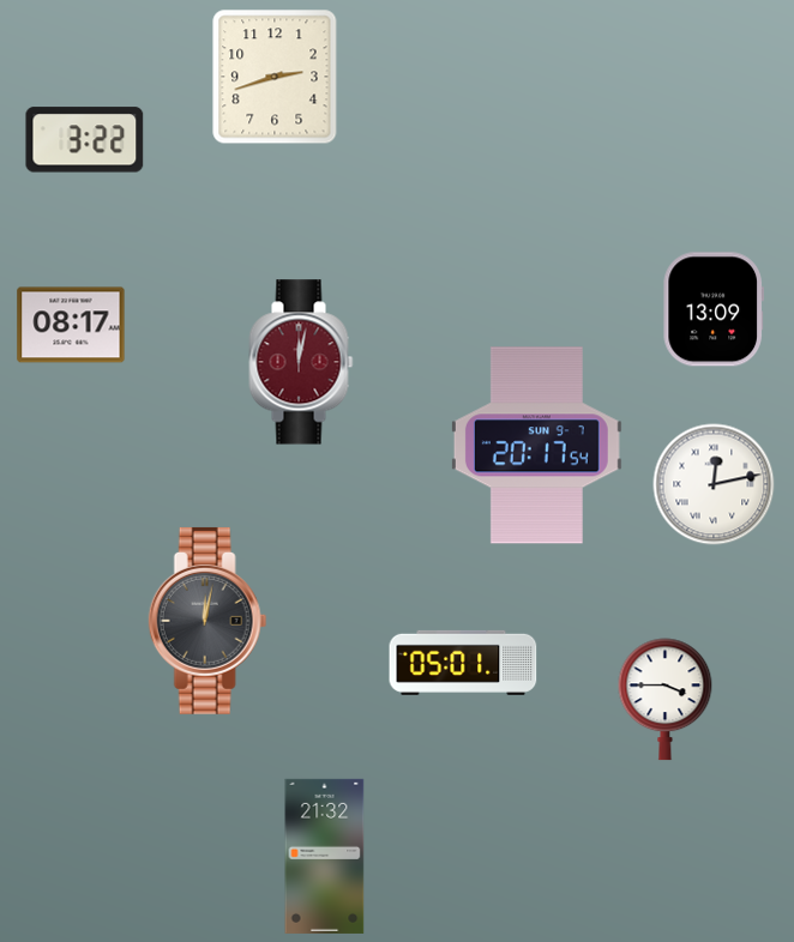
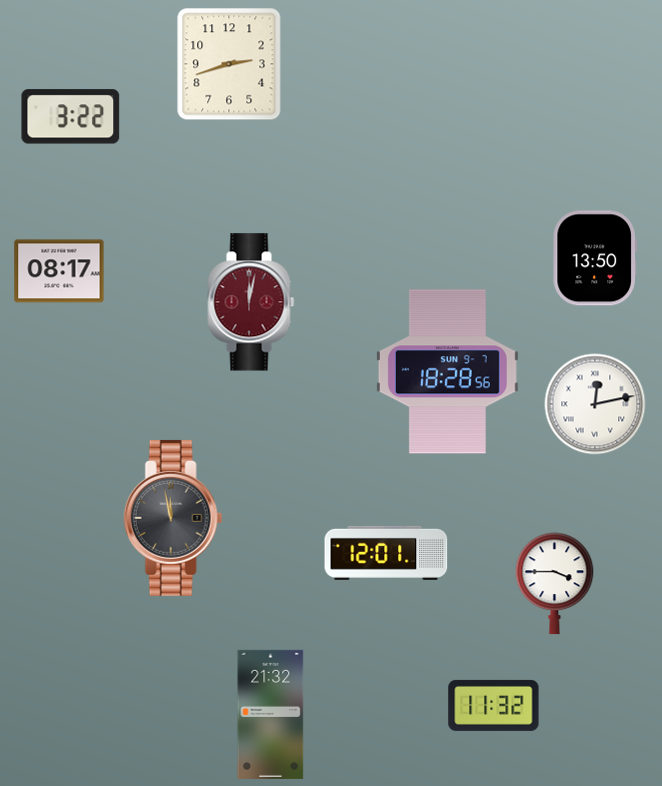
clock at (712, 309): 13:09 -> 13:50
clock at (536, 446): 20:17 -> 18:28
clock at (207, 621): 12:02 -> 11:58
clock at (463, 663): 05:01 -> 12:01
clock at (494, 705): none -> 11:32
